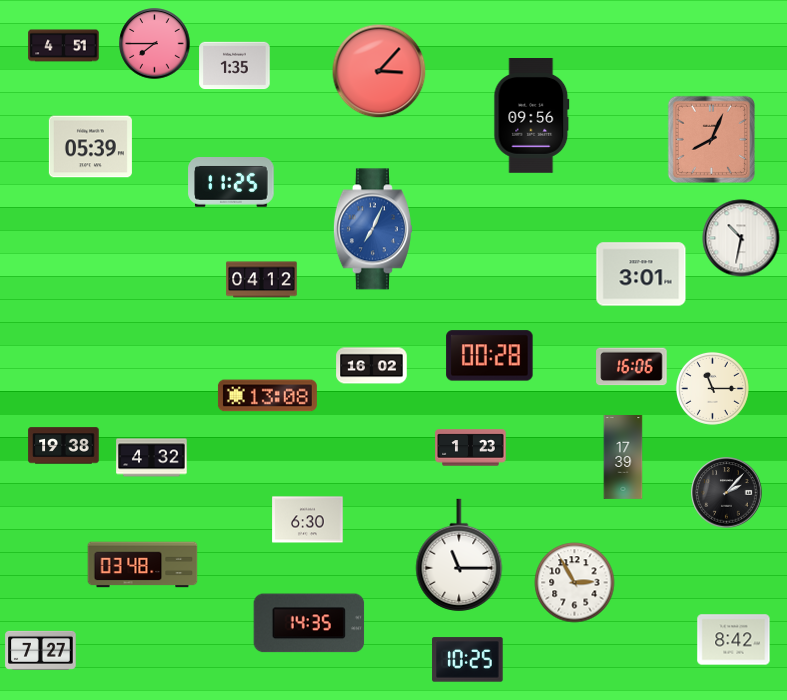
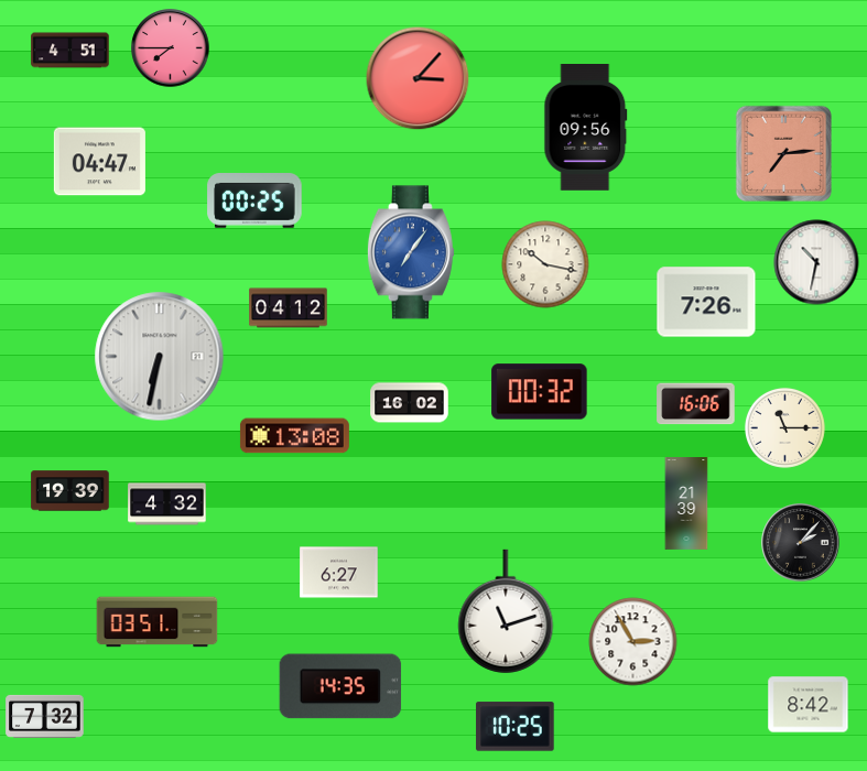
clock at (235, 66): 1:35 -> none
clock at (711, 139): 8:04 -> 7:14
clock at (90, 147): 05:39 -> 04:47
clock at (231, 182): 11:25 -> 00:25
clock at (373, 229): 7:04 -> 7:06
clock at (545, 264): none -> 10:17
clock at (641, 274): 3:01 -> 7:26
clock at (160, 357): none -> 6:32
clock at (490, 356): 00:28 -> 00:32
clock at (64, 446): 19:38 -> 19:39
clock at (471, 448): 1:23 -> none
clock at (623, 458): 17:39 -> 21:39
clock at (308, 520): 6:30 -> 6:27
clock at (459, 555): 11:15 -> 11:12
clock at (143, 565): 03:48 -> 03:51
clock at (41, 650): 7:27 -> 7:32
